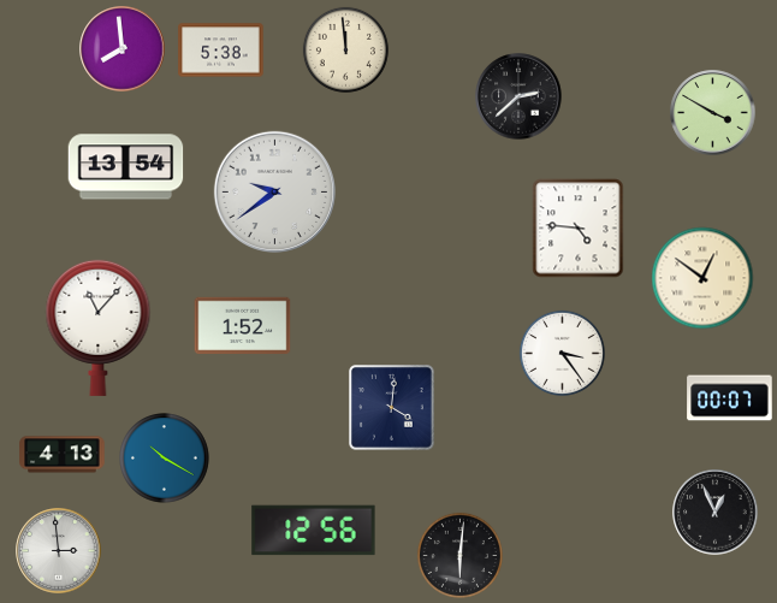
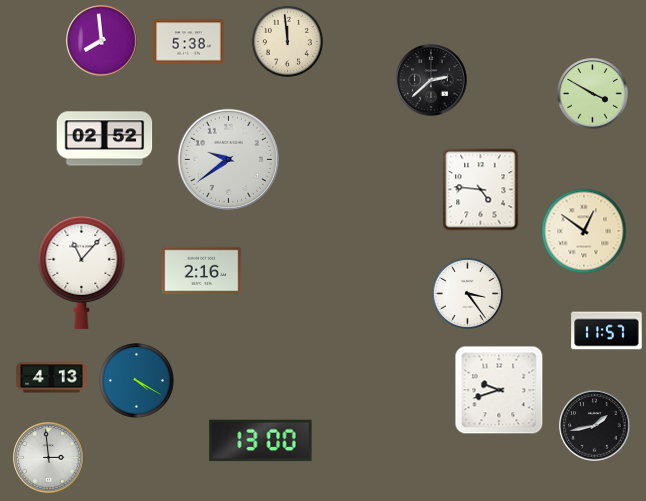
clock at (221, 51) position: (221, 51) -> (189, 42)
clock at (126, 167): 13:54 -> 02:52
clock at (243, 325): 1:52 -> 2:16
clock at (730, 398): 00:07 -> 11:57
clock at (392, 408): 4:01 -> none
clock at (165, 459): 10:20 -> 4:20
clock at (499, 390): none -> 9:42
clock at (716, 513): 12:56 -> 1:43
clock at (314, 531): 12:56 -> 13:00
clock at (459, 555): 6:01 -> none
